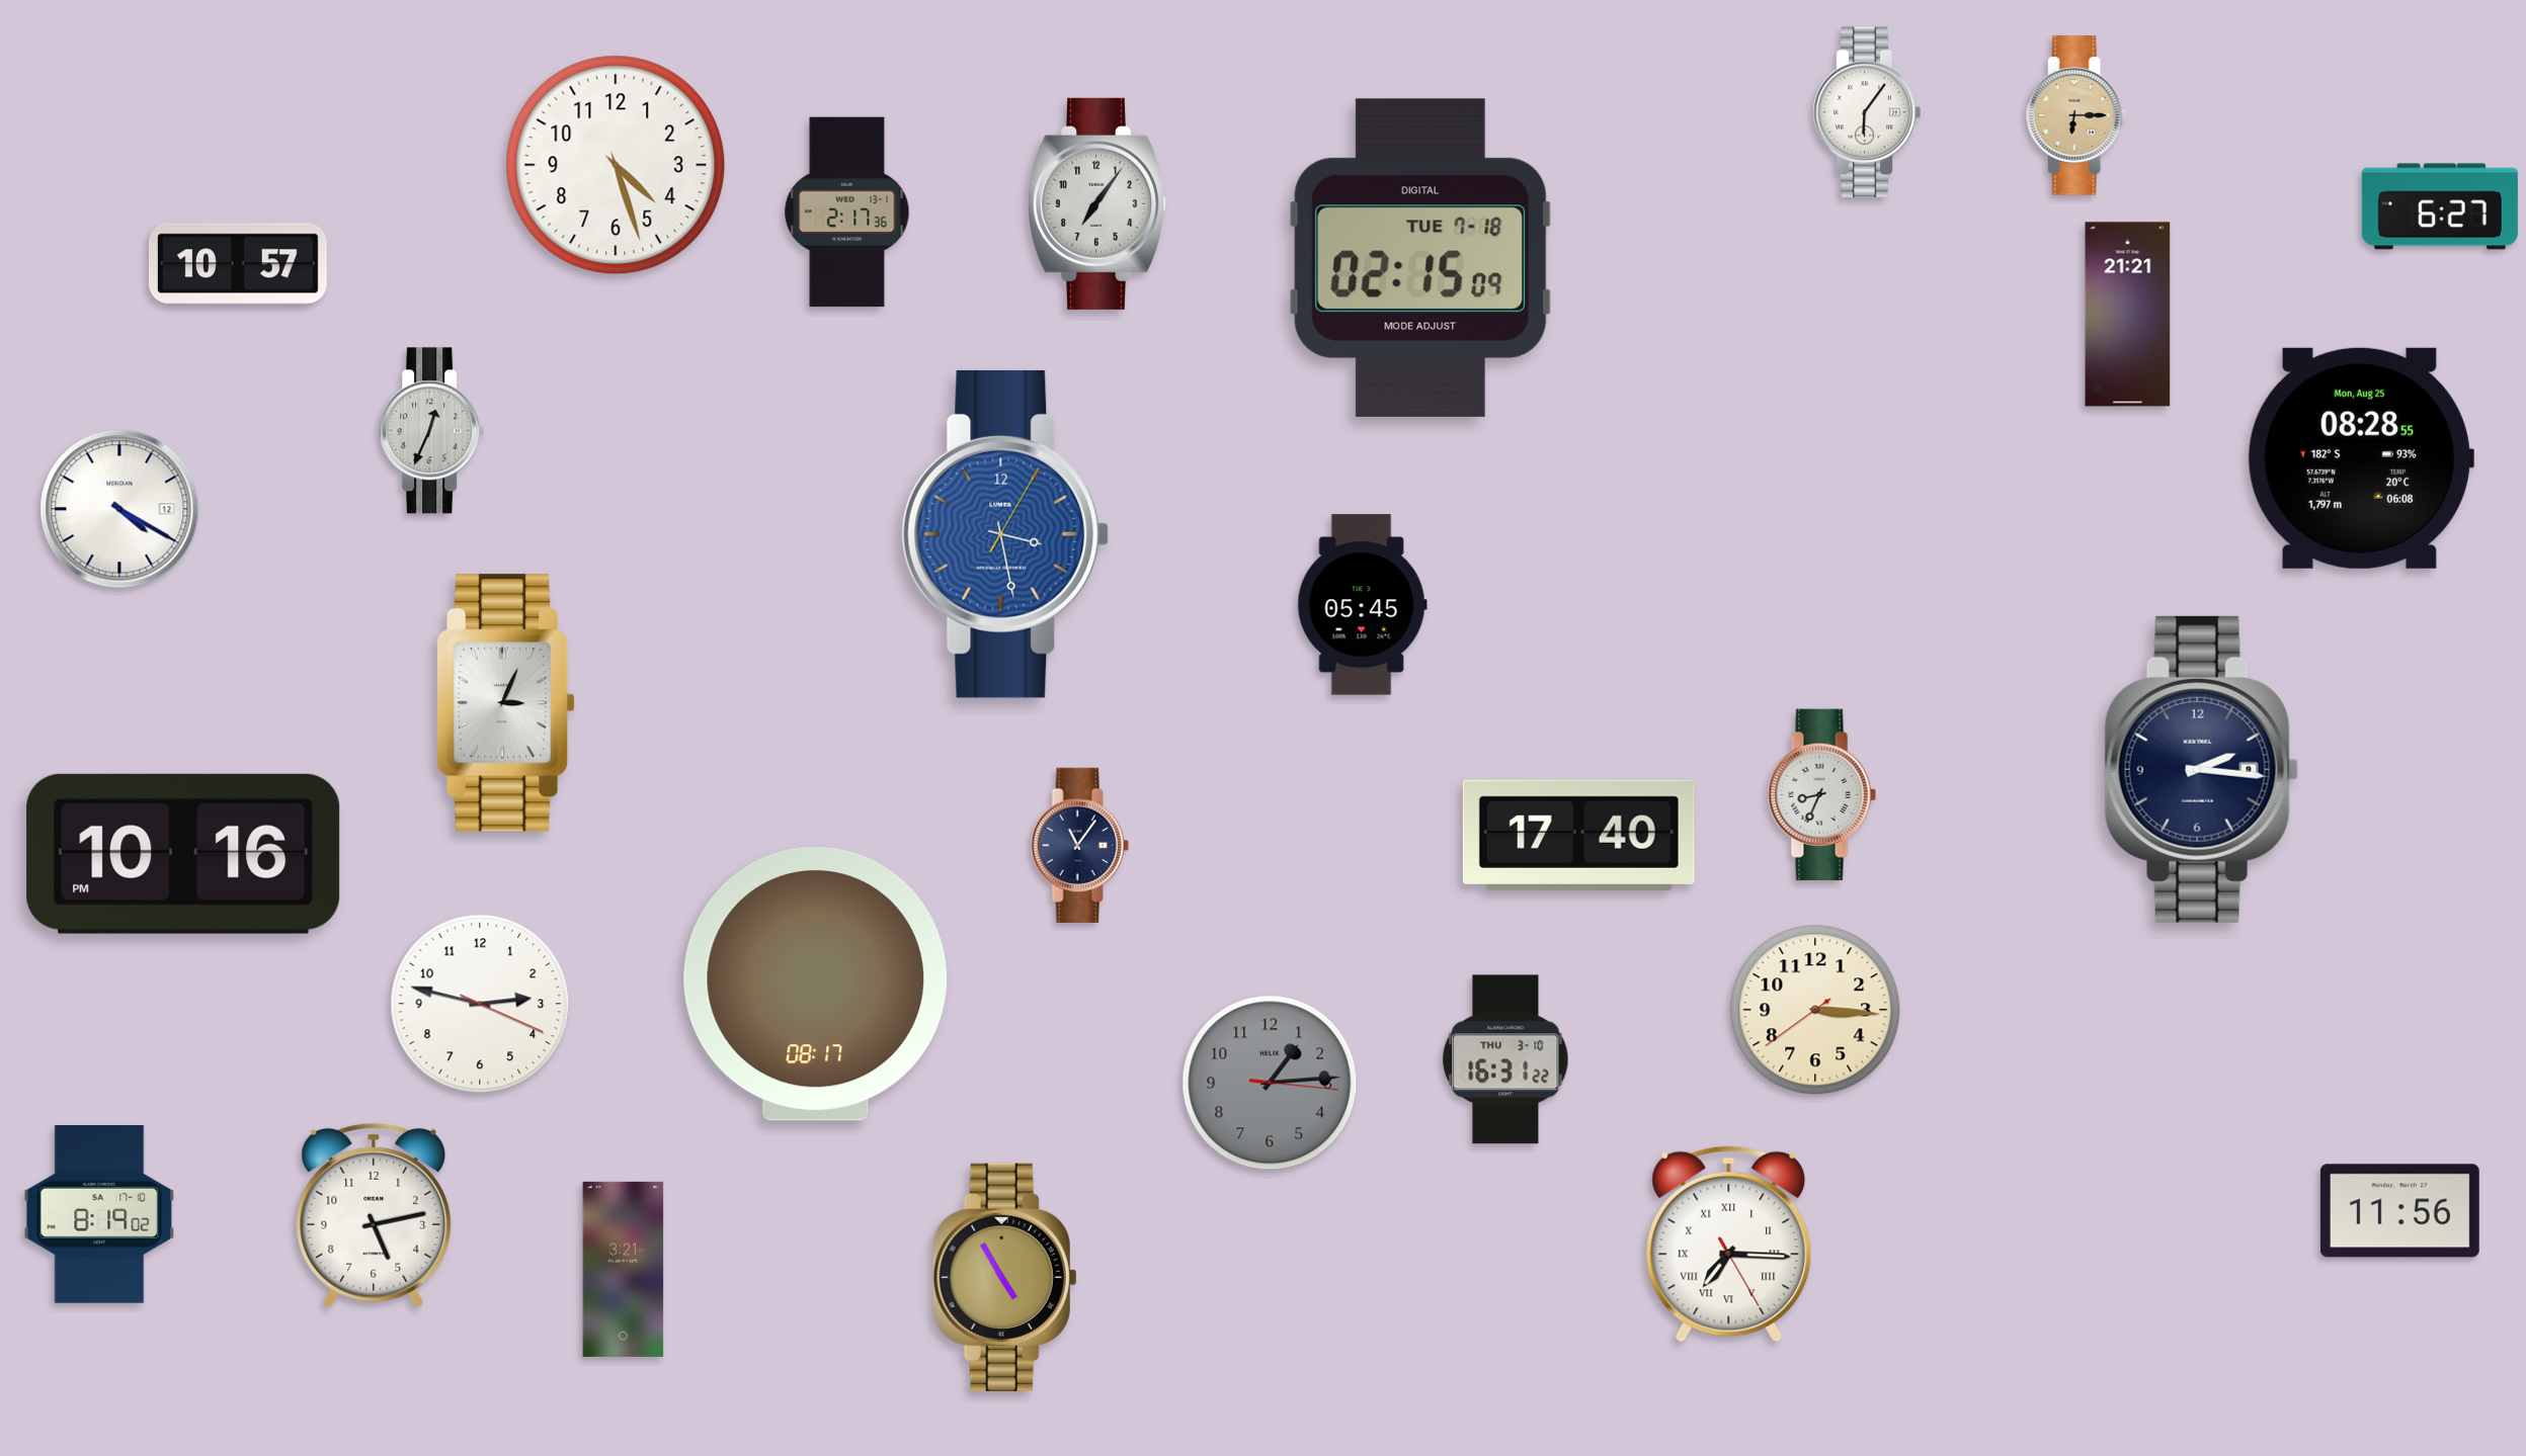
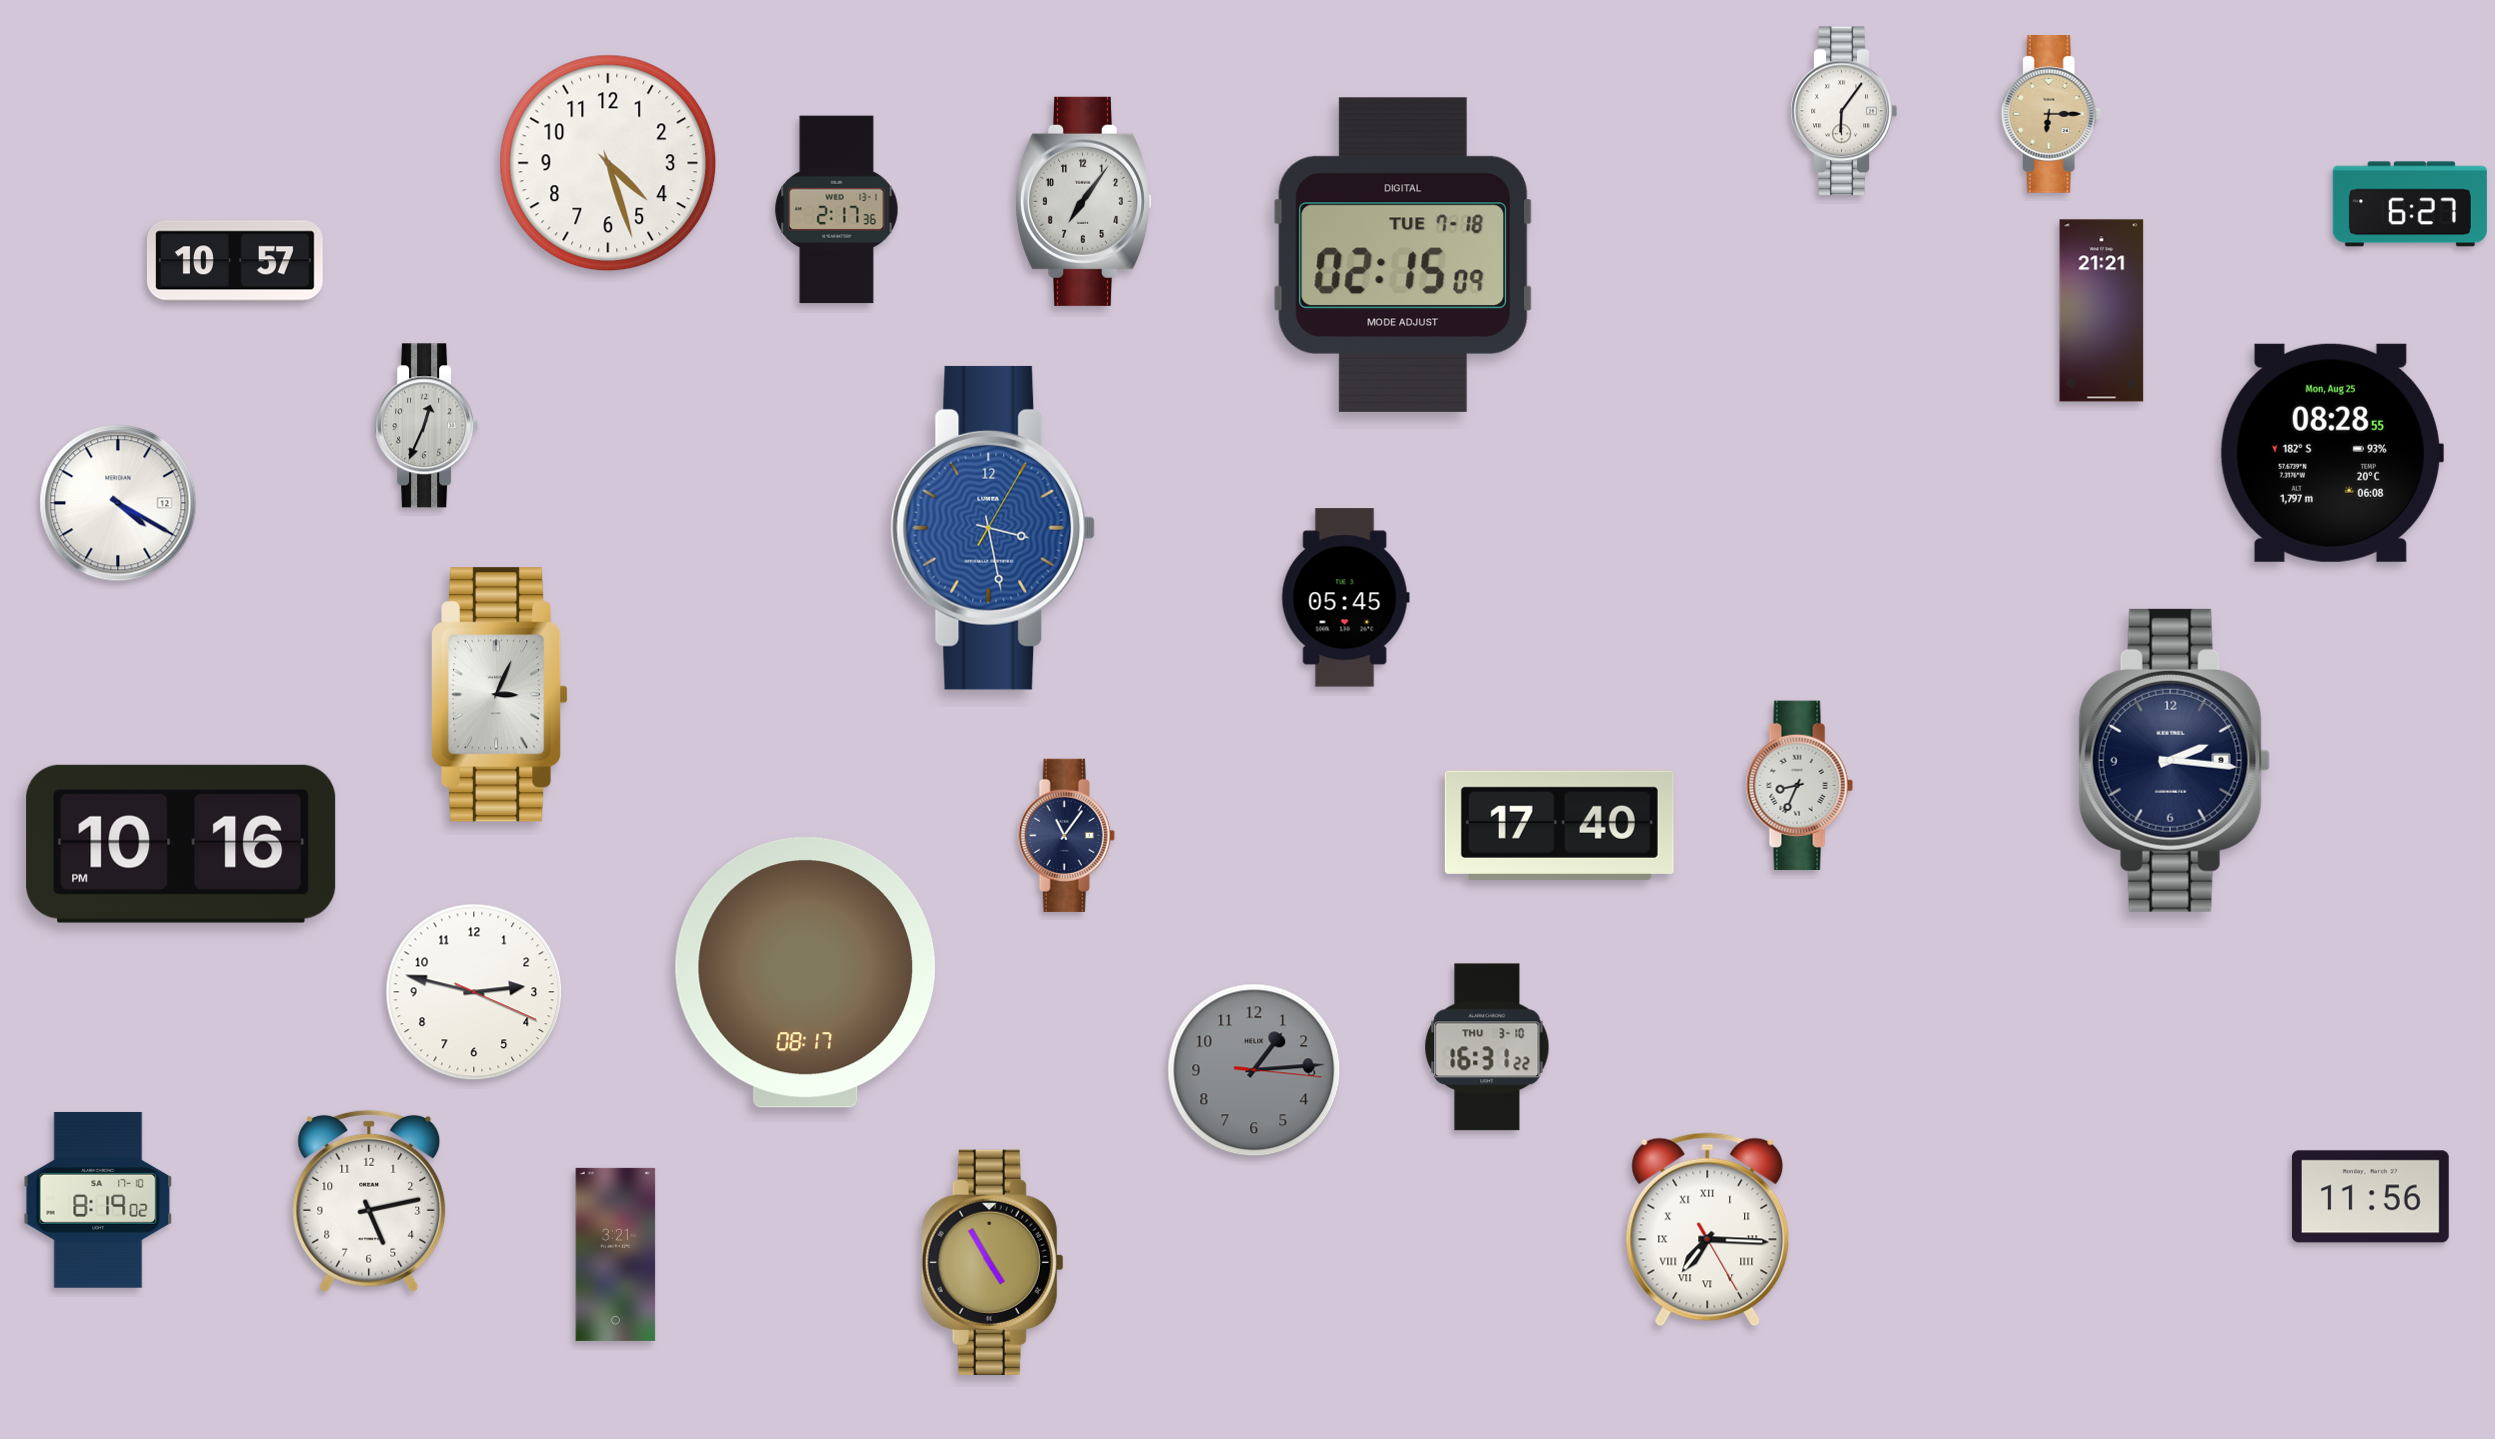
clock at (1815, 1010): 3:15 -> none
